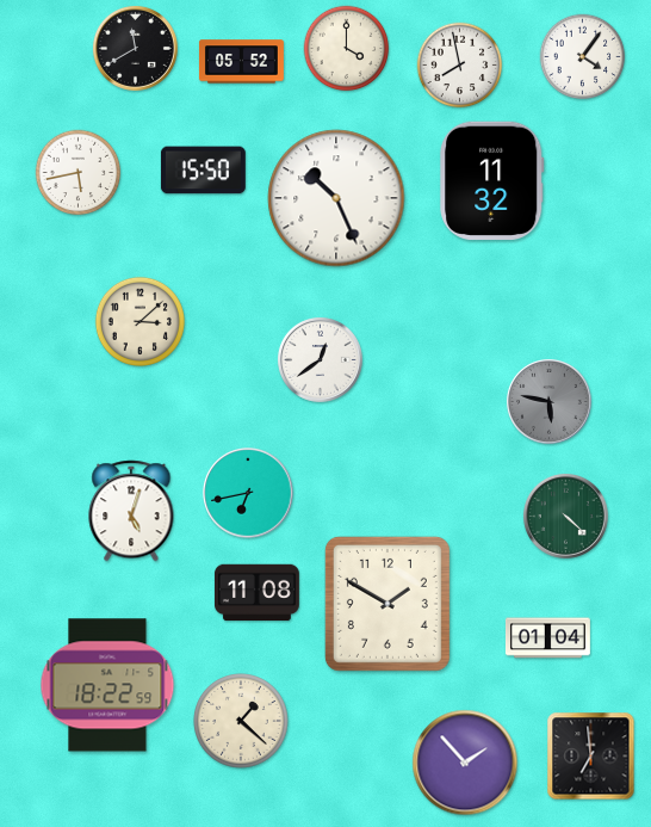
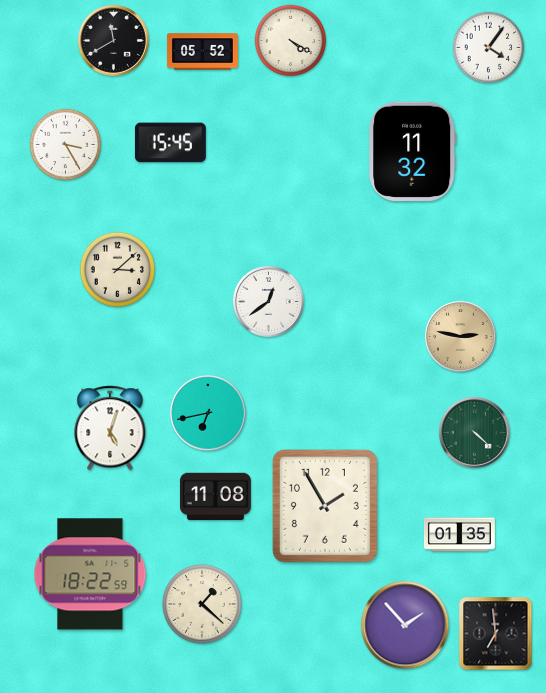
clock at (347, 49): 4:00 -> 4:20
clock at (460, 66): 7:58 -> none
clock at (203, 171): 15:50 -> 15:45
clock at (79, 173): 5:43 -> 3:25
clock at (336, 198): 10:26 -> none
clock at (548, 401): 5:47 -> 2:47
clock at (548, 401) dial: grey -> champagne
clock at (387, 604): 1:50 -> 1:55
clock at (547, 638): 01:04 -> 01:35
clock at (465, 763) position: (465, 763) -> (405, 625)
